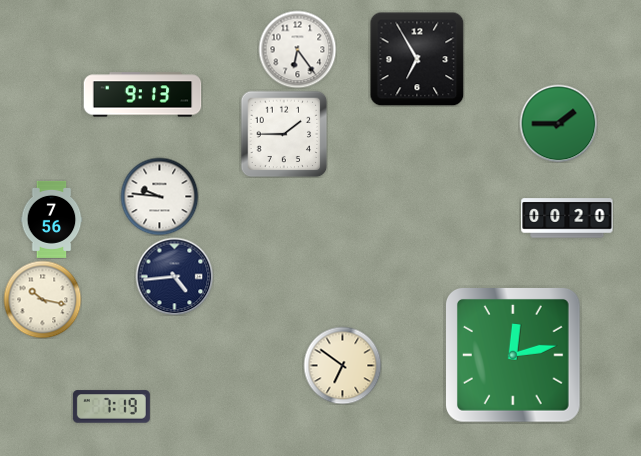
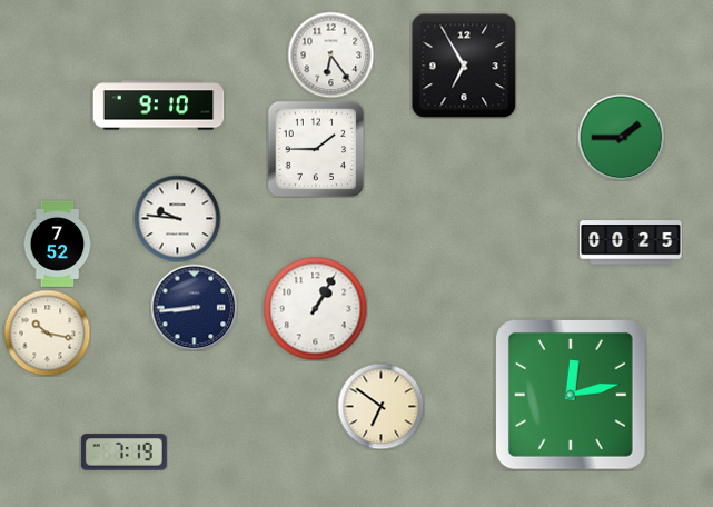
clock at (143, 95): 9:13 -> 9:10
clock at (567, 218): 00:20 -> 00:25
clock at (52, 219): 7:56 -> 7:52
clock at (174, 276): 4:44 -> 8:44
clock at (315, 308): none -> 1:05
